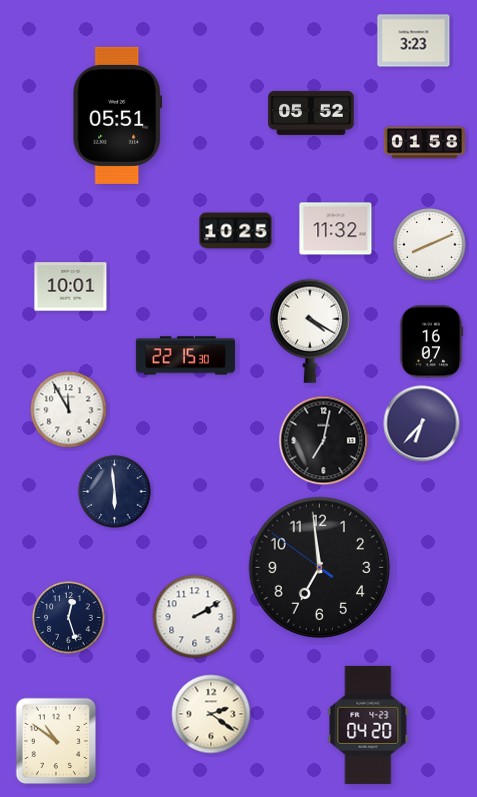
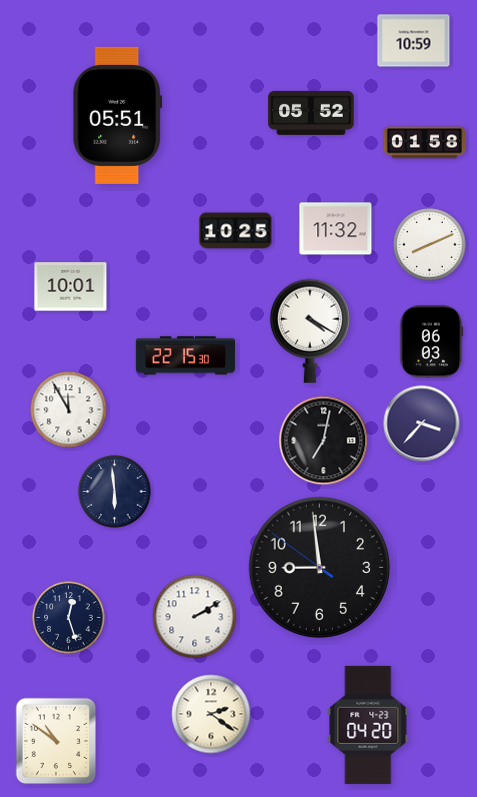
clock at (414, 41): 3:23 -> 10:59
clock at (431, 342): 16:07 -> 06:03
clock at (422, 424): 6:37 -> 3:37
clock at (320, 568): 6:58 -> 8:58
